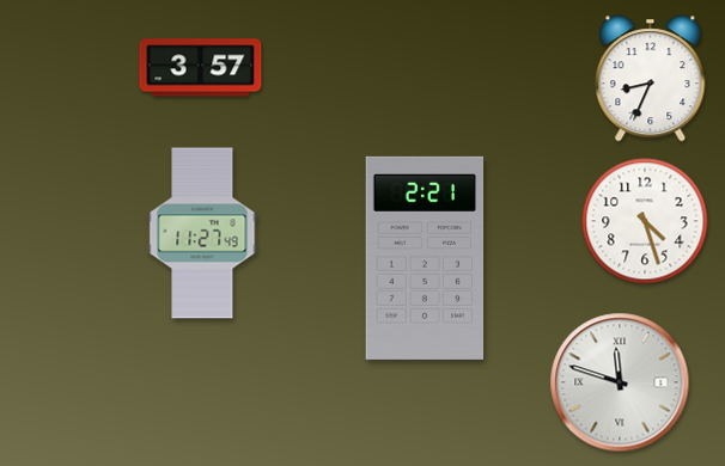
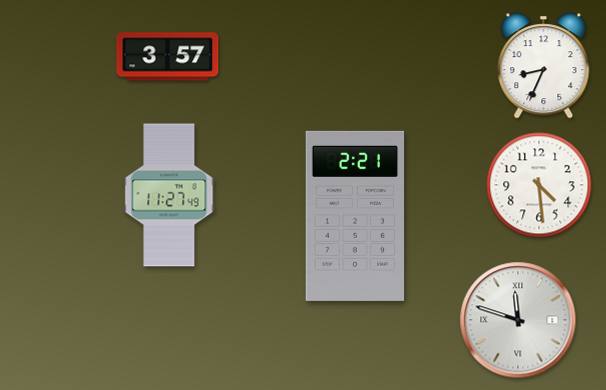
clock at (645, 221): 4:27 -> 4:29
